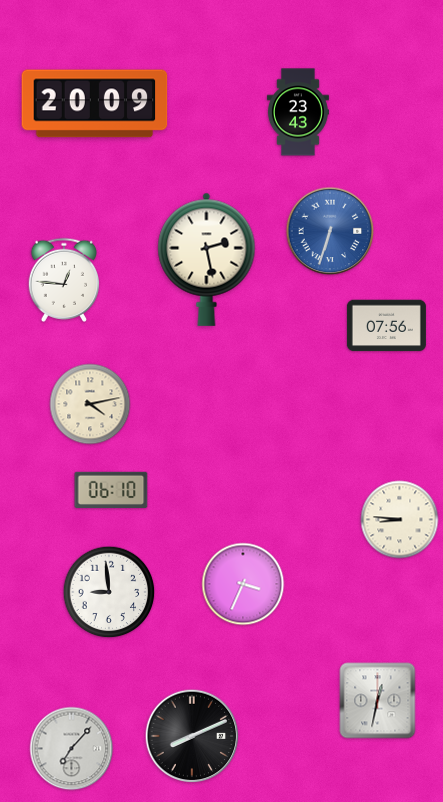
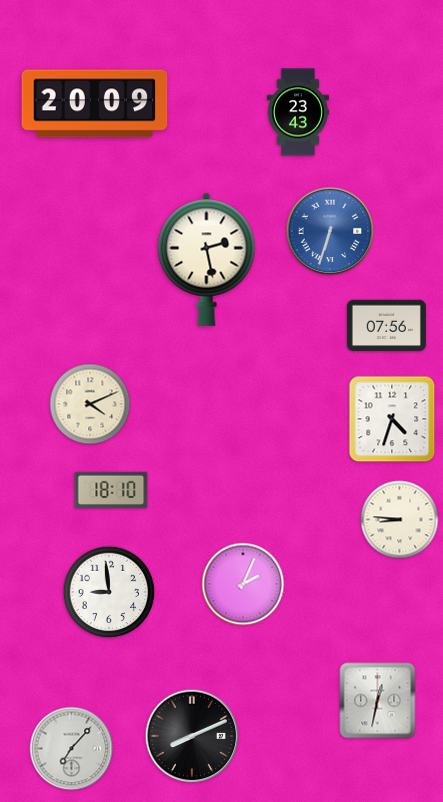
clock at (63, 280): 12:46 -> none
clock at (90, 404): 4:13 -> 4:11
clock at (392, 419): none -> 4:33
clock at (111, 489): 06:10 -> 18:10
clock at (243, 584): 3:34 -> 2:04
